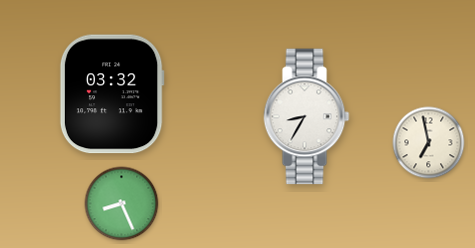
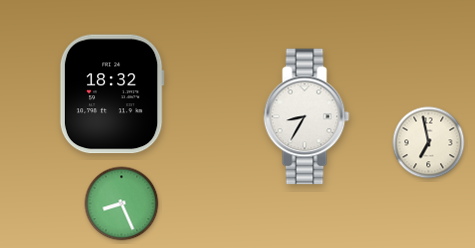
clock at (112, 94): 03:32 -> 18:32
